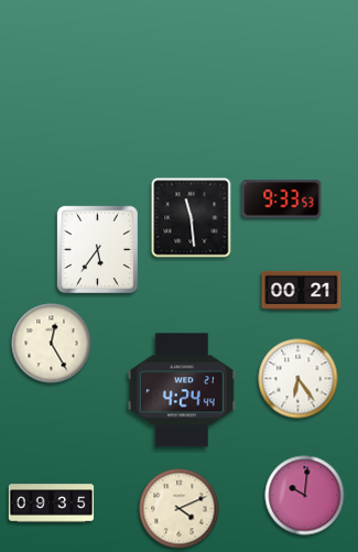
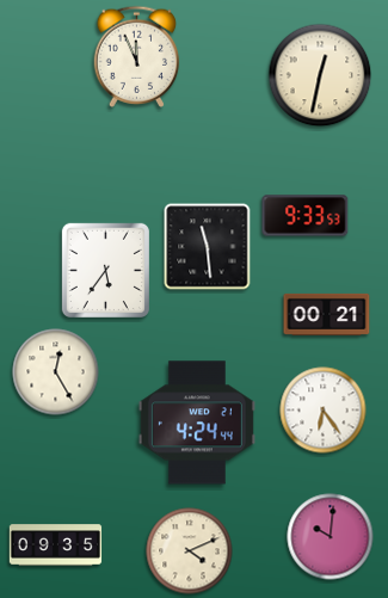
clock at (137, 56): none -> 11:56
clock at (320, 75): none -> 12:32
clock at (192, 218) position: (192, 218) -> (208, 247)
clock at (180, 509) position: (180, 509) -> (190, 551)
